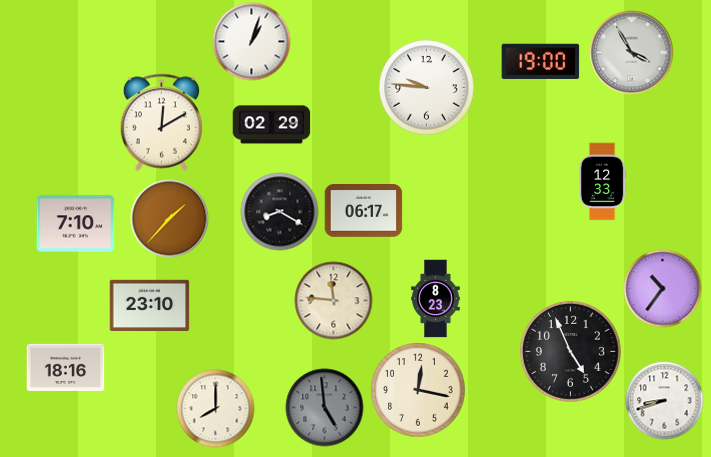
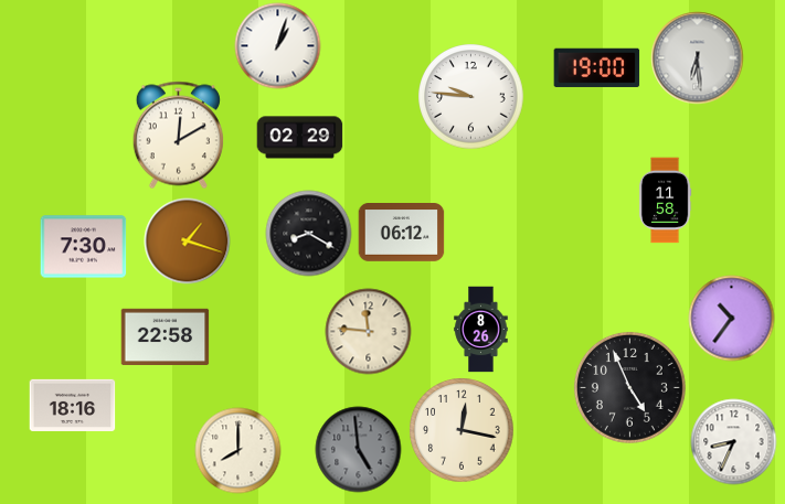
clock at (631, 52): 3:55 -> 6:29
clock at (602, 181): 12:33 -> 11:58
clock at (363, 211): 06:17 -> 06:12
clock at (169, 218): 1:37 -> 1:18
clock at (75, 224): 7:10 -> 7:30
clock at (436, 298): 8:23 -> 8:26
clock at (149, 305): 23:10 -> 22:58
clock at (664, 400): 8:42 -> 8:34
